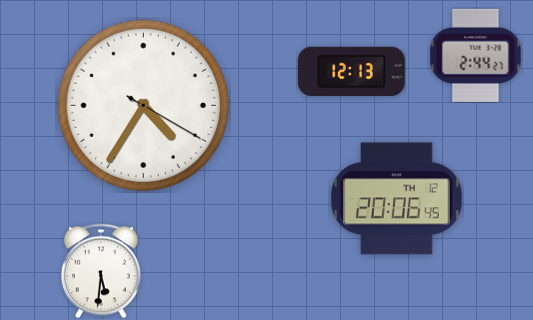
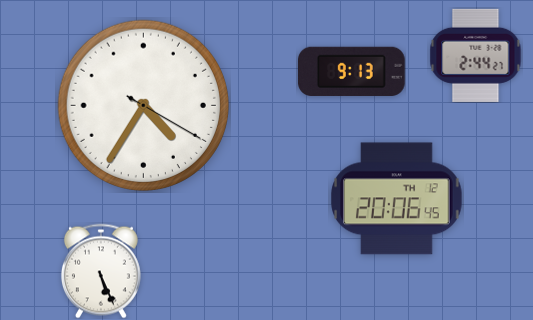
clock at (352, 71): 12:13 -> 9:13
clock at (101, 271): 5:31 -> 5:26
